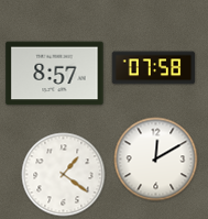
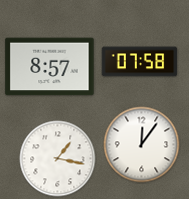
clock at (156, 160): 12:10 -> 12:06
clock at (64, 175): 1:21 -> 1:17
